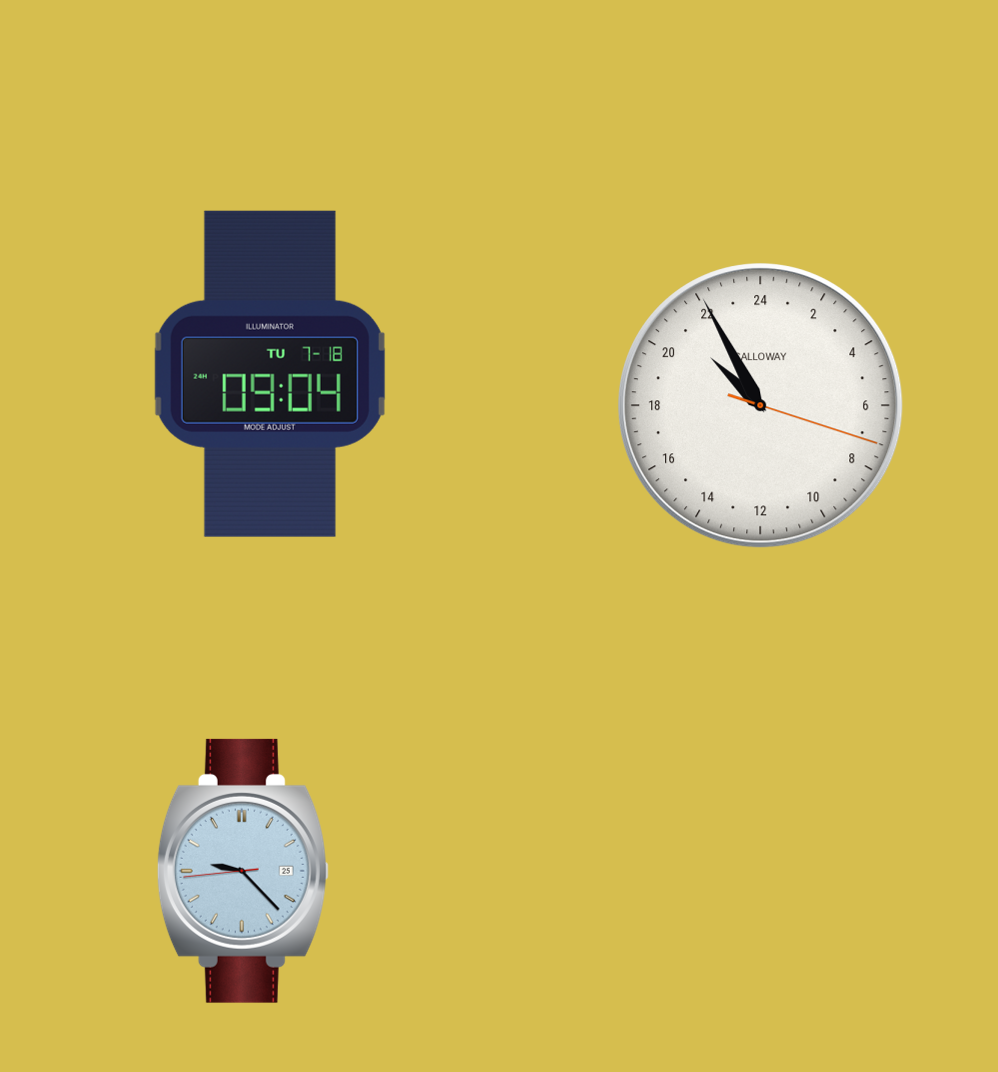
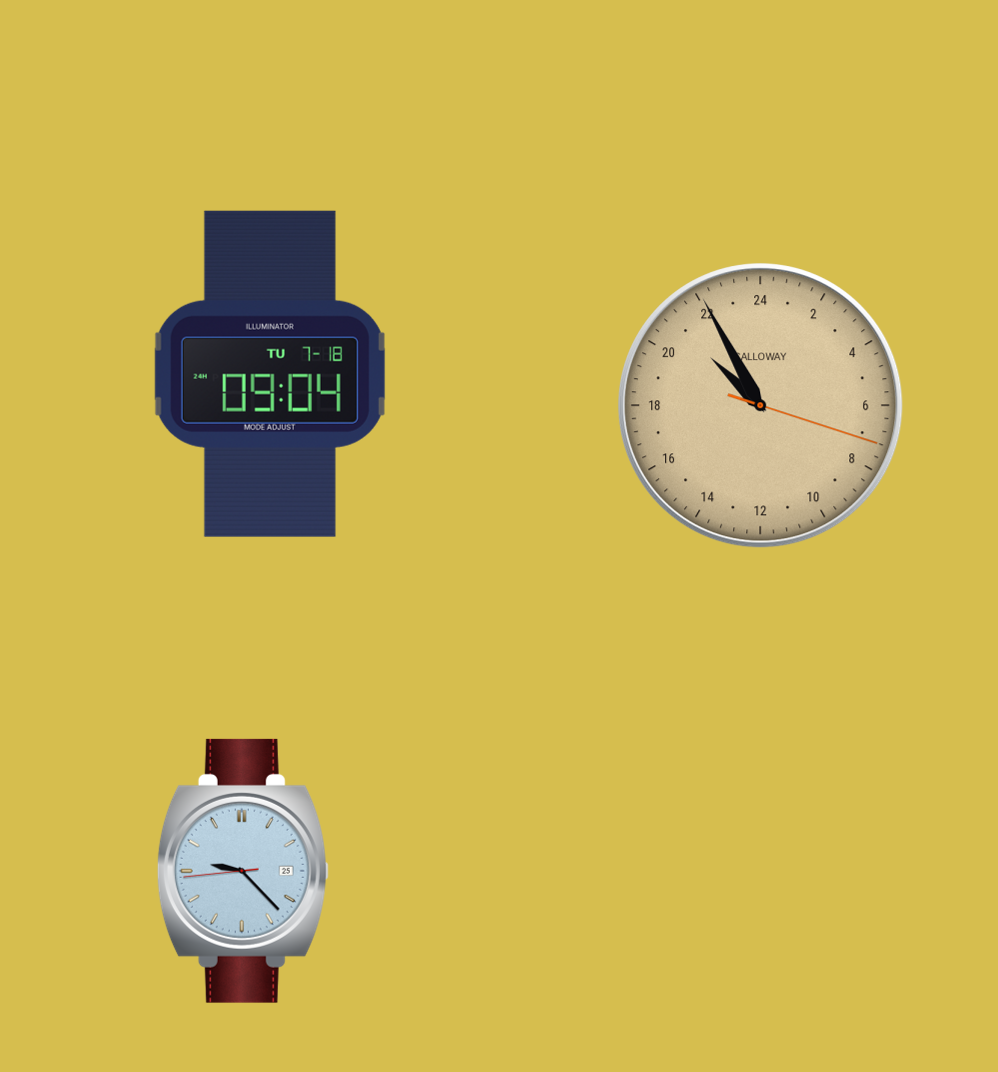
clock at (761, 406) dial: white -> champagne
